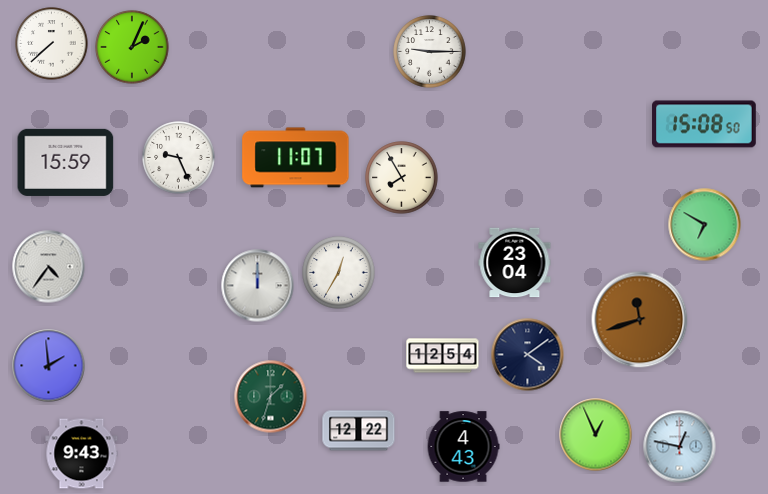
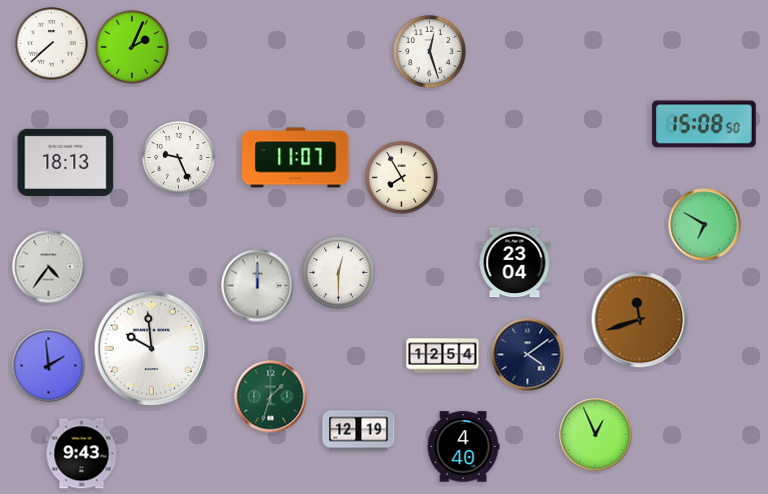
clock at (430, 52): 9:15 -> 12:27
clock at (66, 162): 15:59 -> 18:13
clock at (339, 273): 12:35 -> 12:30
clock at (152, 349): none -> 9:59
clock at (359, 431): 12:22 -> 12:19
clock at (463, 447): 4:43 -> 4:40
clock at (680, 447): 12:47 -> none
